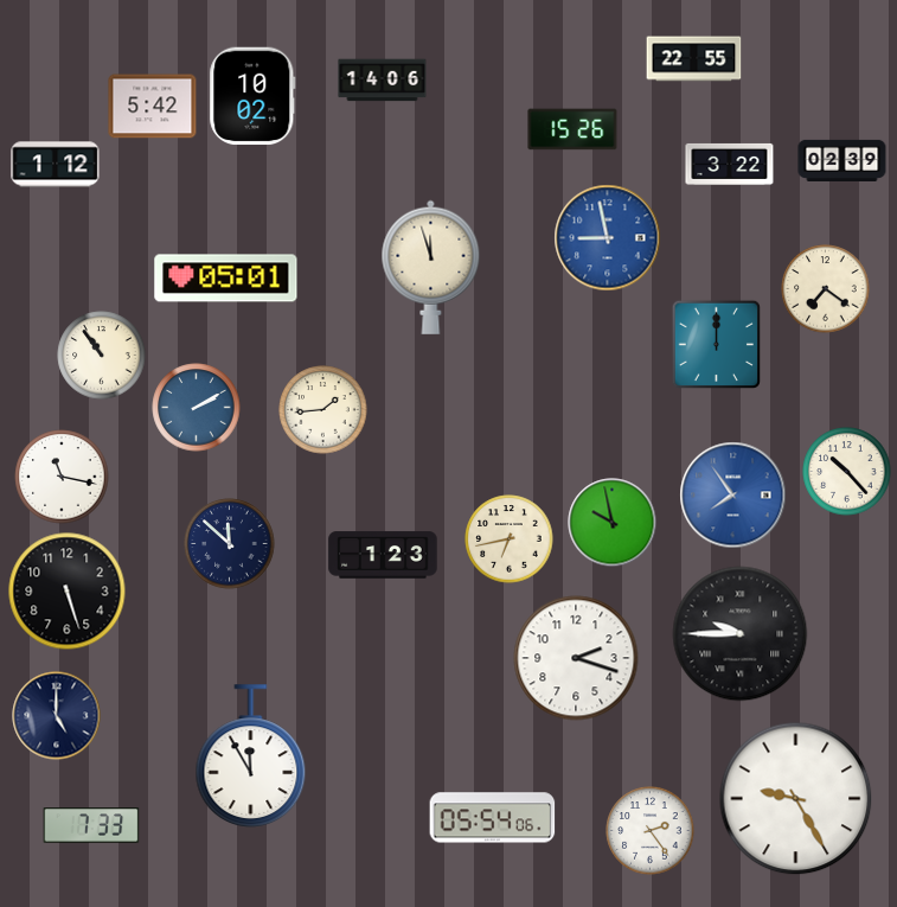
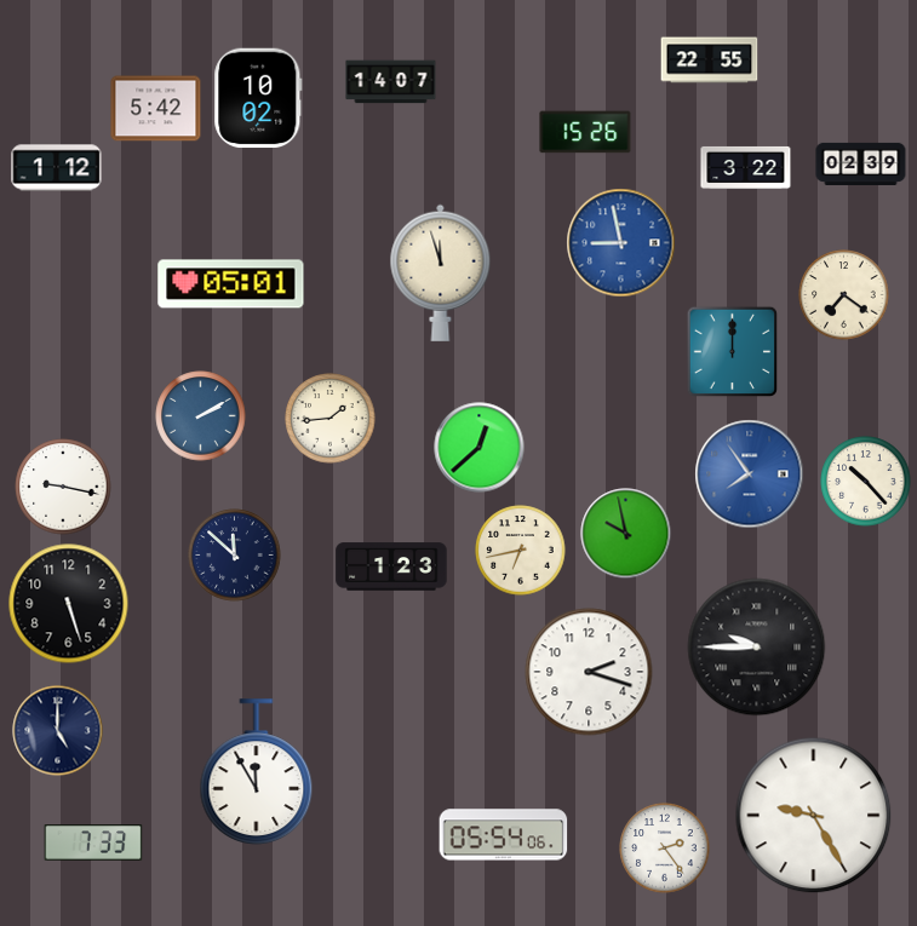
clock at (383, 81): 14:06 -> 14:07
clock at (102, 356): 10:54 -> none
clock at (480, 448): none -> 12:38
clock at (62, 477): 11:17 -> 9:17
clock at (733, 496) position: (733, 496) -> (750, 474)
